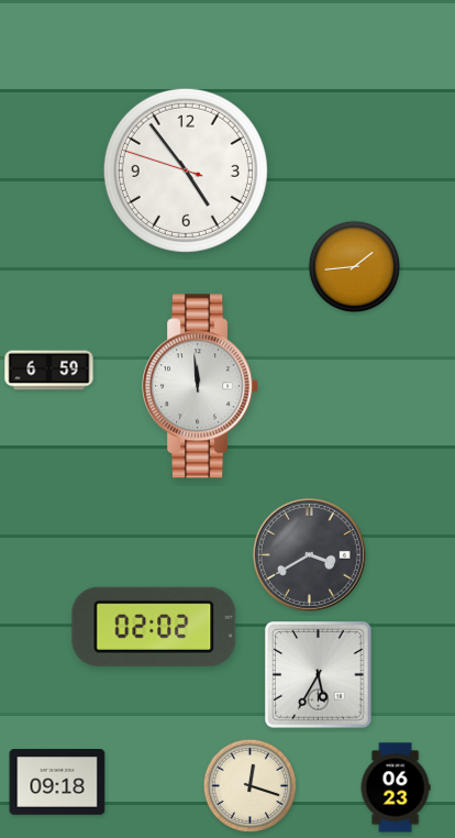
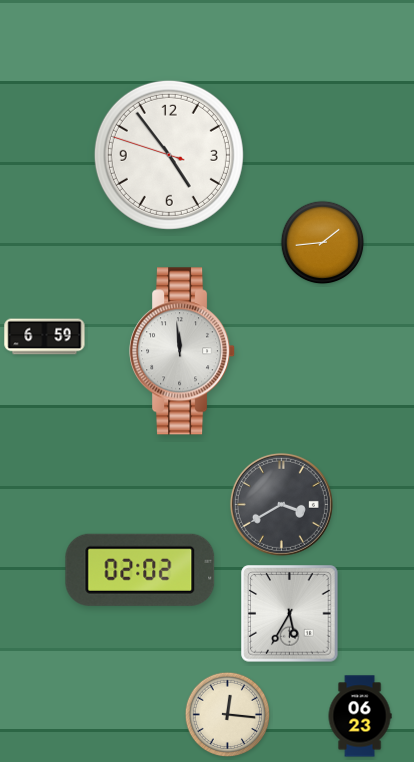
clock at (57, 782): 09:18 -> none
clock at (251, 786): 12:18 -> 12:16
